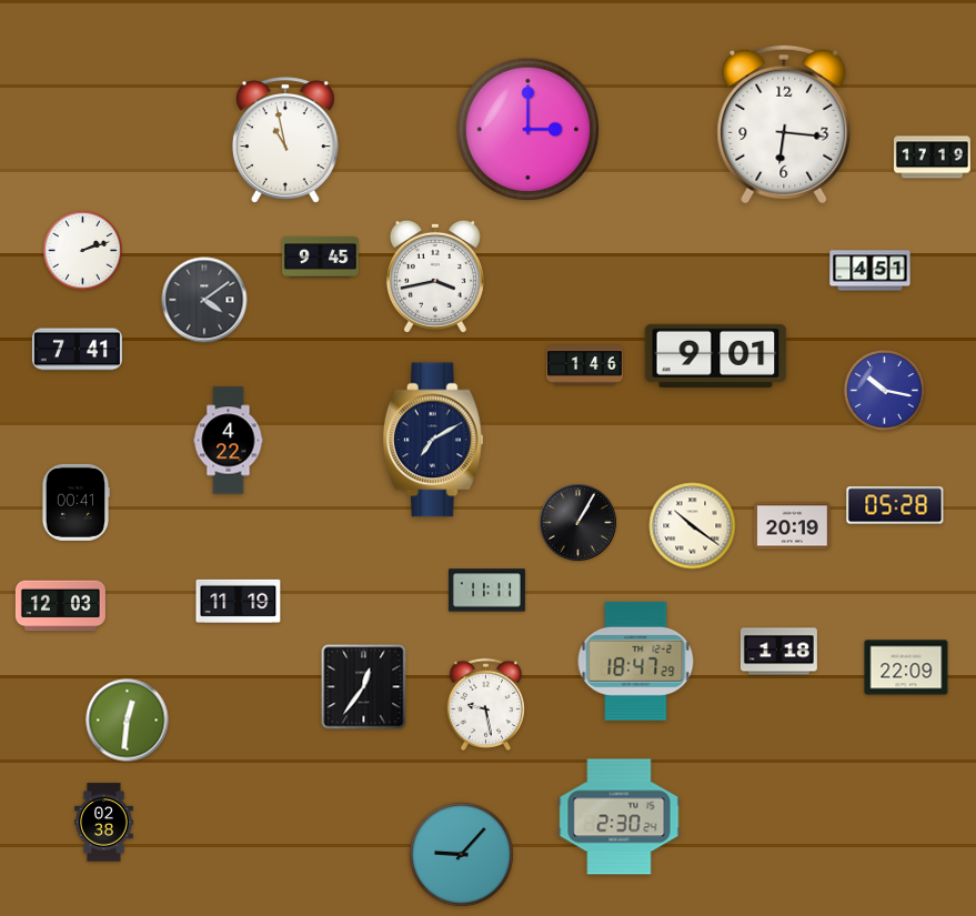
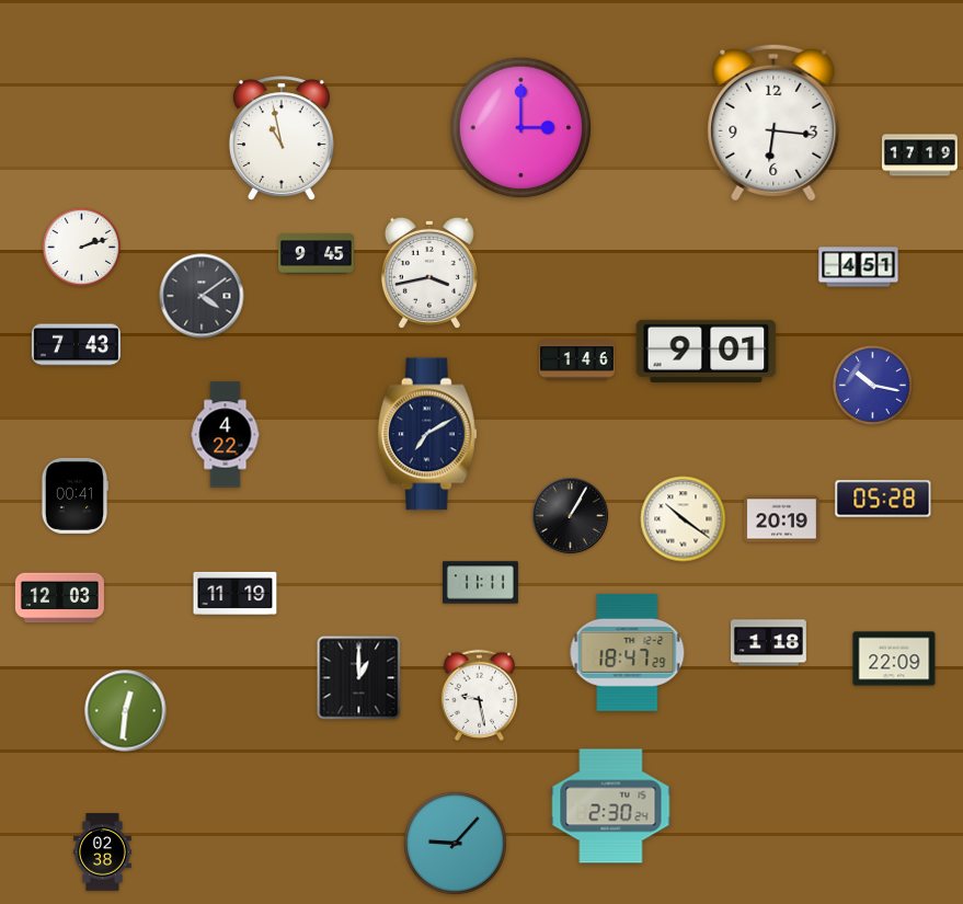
clock at (77, 350): 7:41 -> 7:43
clock at (364, 687): 12:36 -> 1:00
clock at (104, 823) position: (104, 823) -> (103, 852)
